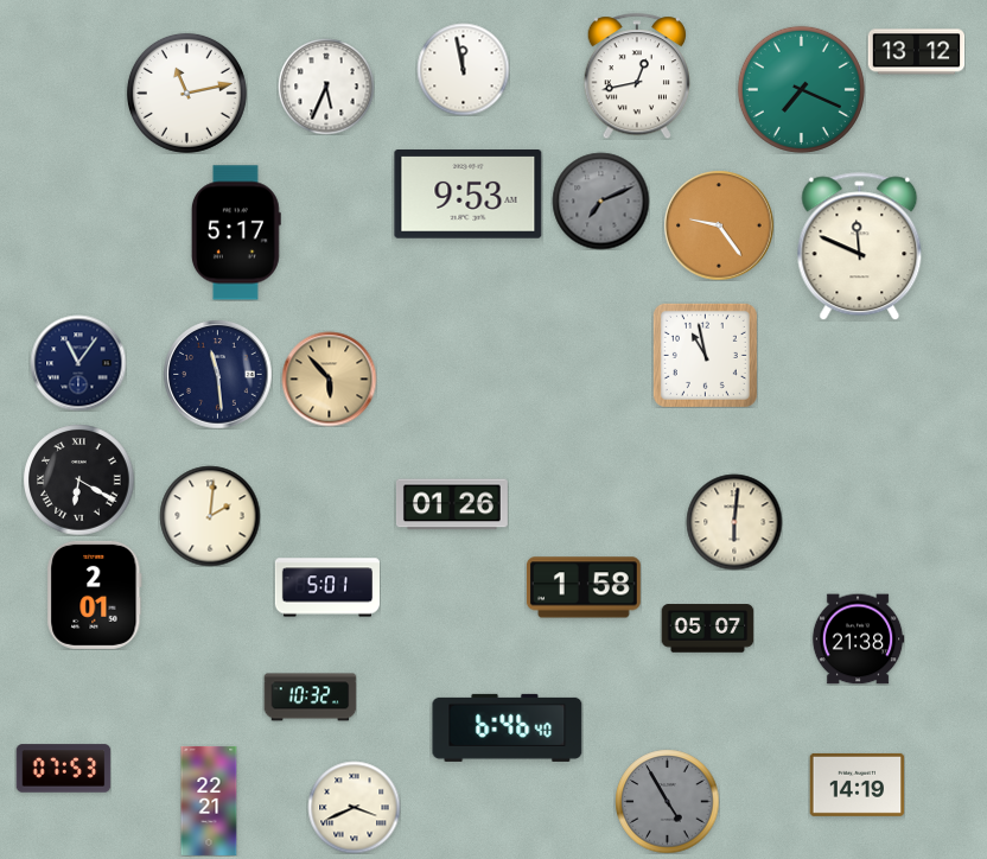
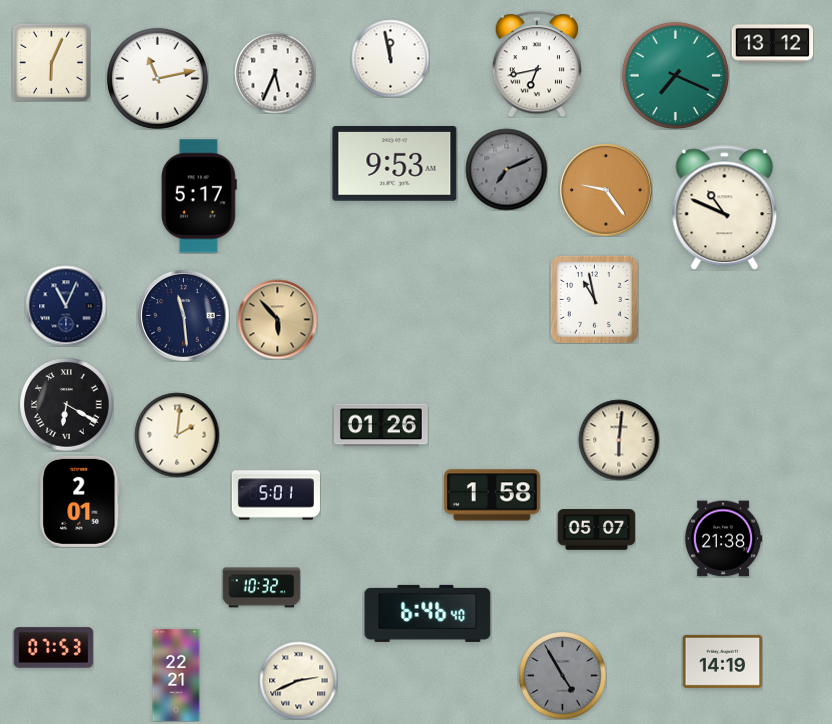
clock at (51, 62): none -> 6:04
clock at (636, 76): 12:43 -> 6:43
clock at (860, 247): 11:49 -> 10:49
clock at (78, 363): 11:06 -> 11:04
clock at (354, 807): 3:41 -> 2:41
